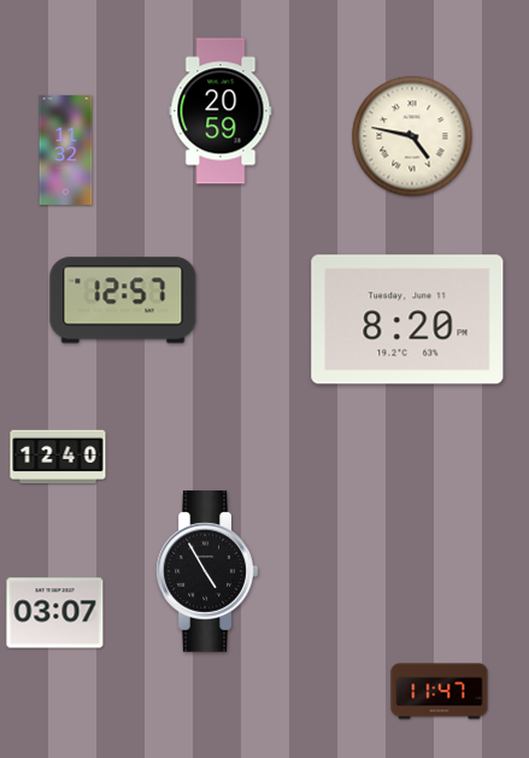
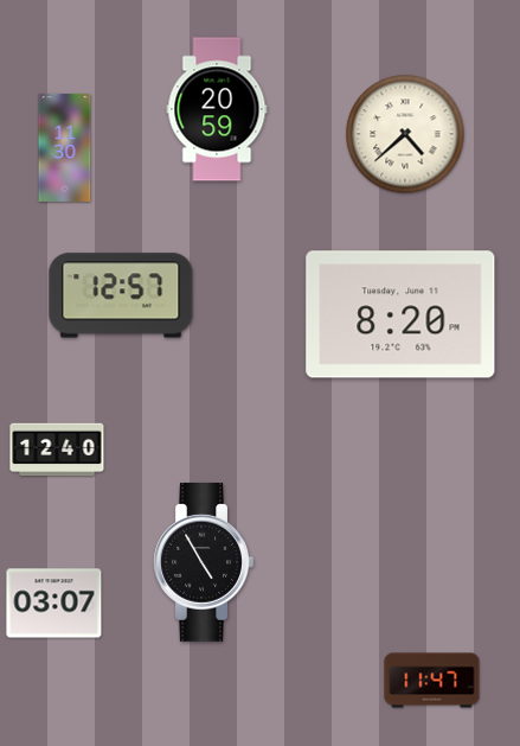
clock at (412, 136): 4:47 -> 4:38
clock at (66, 149): 11:32 -> 11:30
